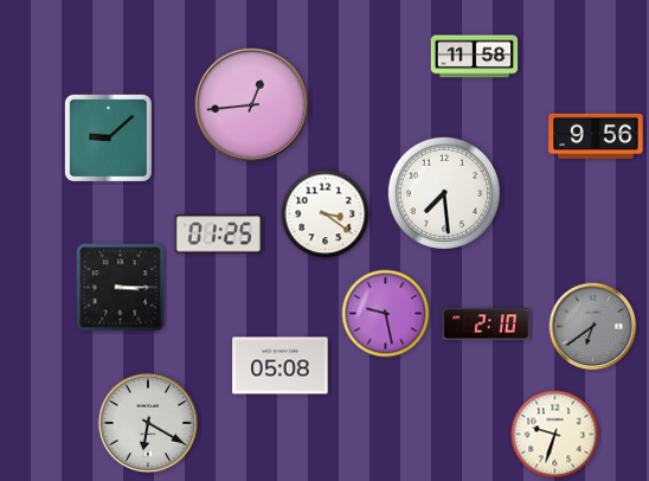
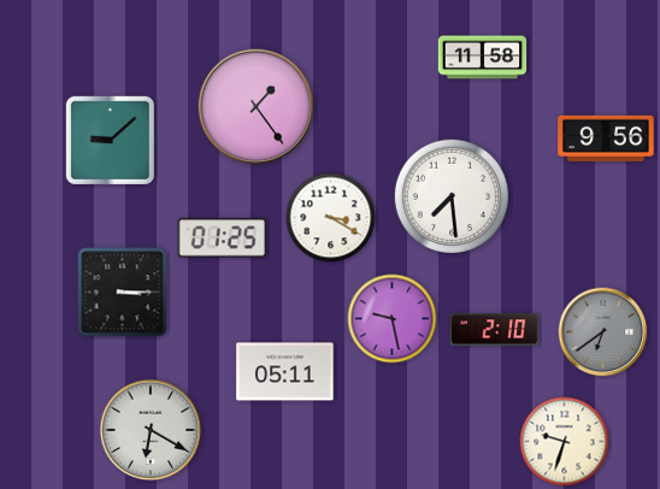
clock at (252, 105): 12:44 -> 1:24
clock at (326, 214): 3:21 -> 3:20
clock at (281, 366): 05:08 -> 05:11
